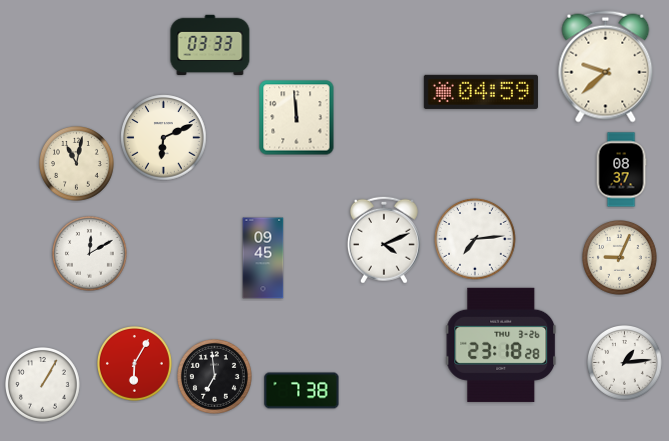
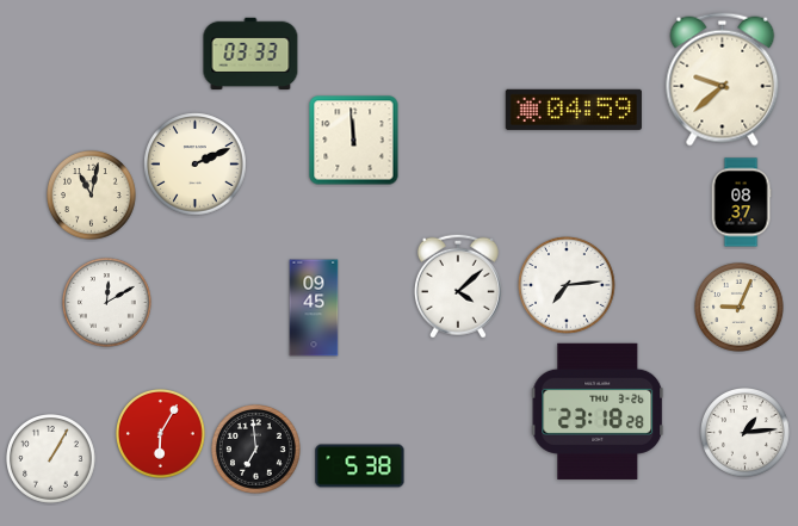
clock at (164, 138): 6:11 -> 2:11
clock at (384, 240): 4:11 -> 4:08
clock at (302, 391): 7:38 -> 5:38
